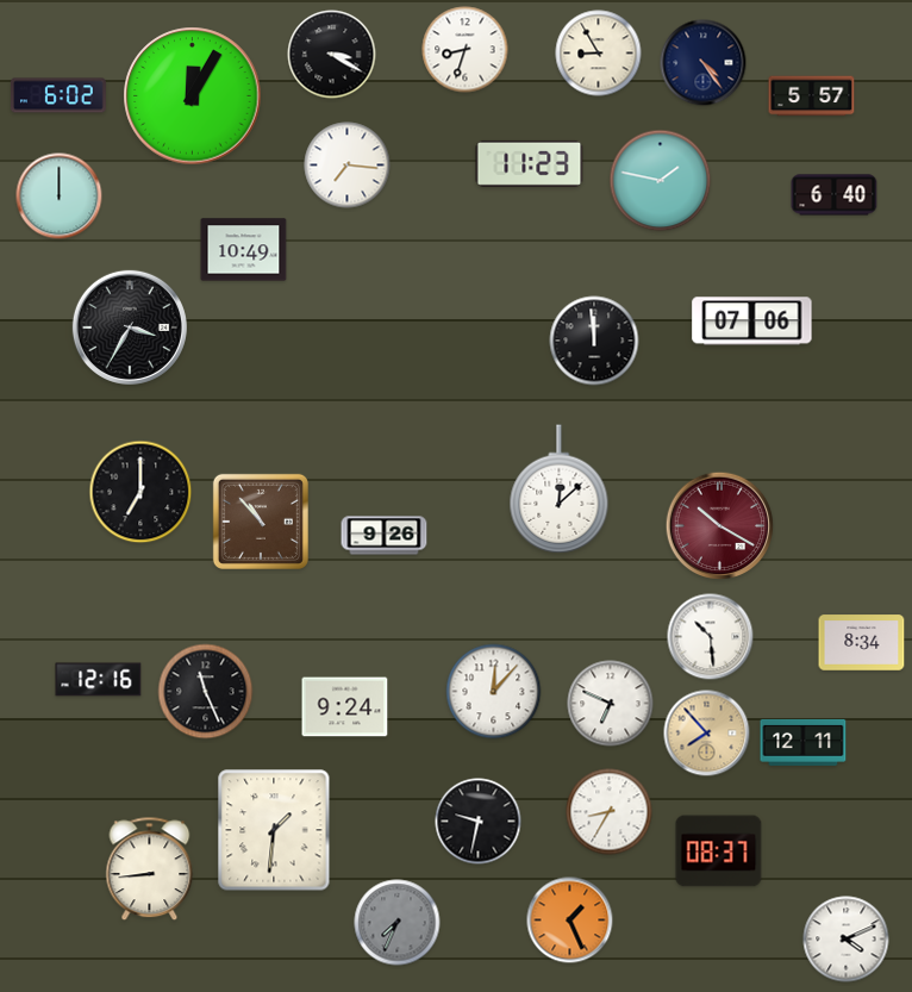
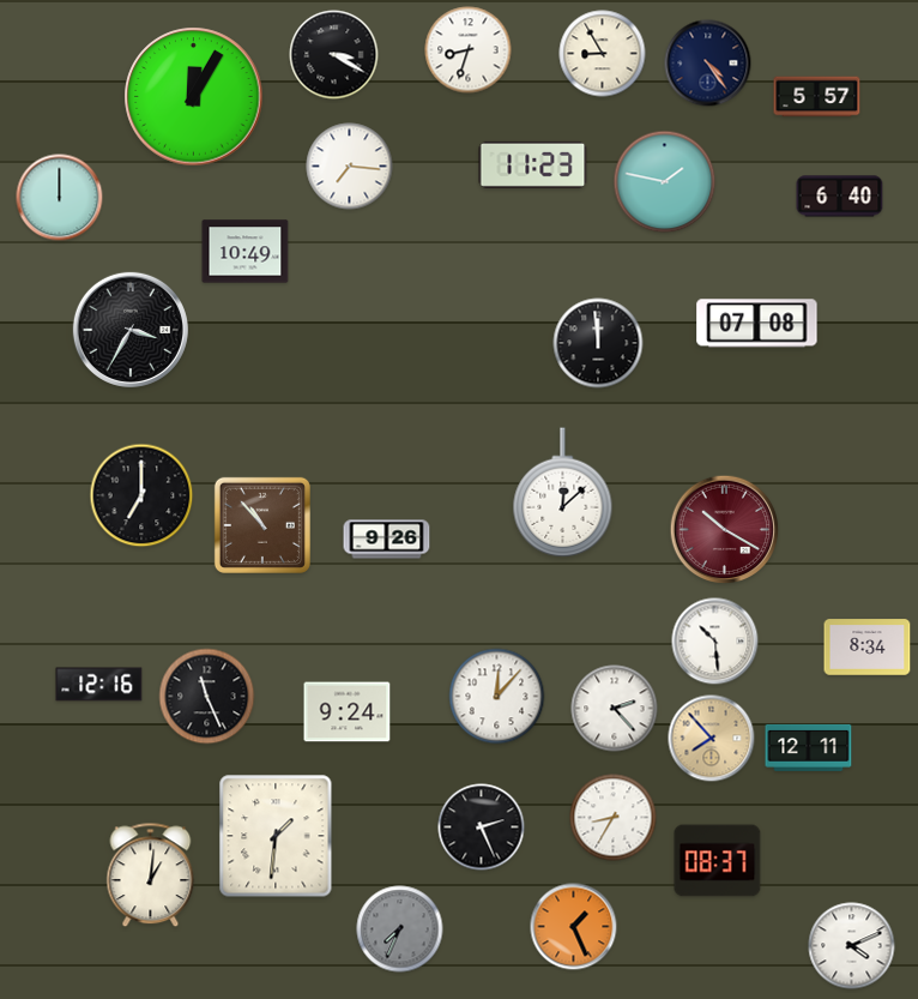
clock at (60, 95): 6:02 -> none
clock at (752, 322): 07:06 -> 07:08
clock at (611, 704): 6:49 -> 2:23
clock at (479, 822): 9:32 -> 2:26
clock at (719, 851) position: (719, 851) -> (718, 861)
clock at (150, 869): 8:44 -> 1:01
